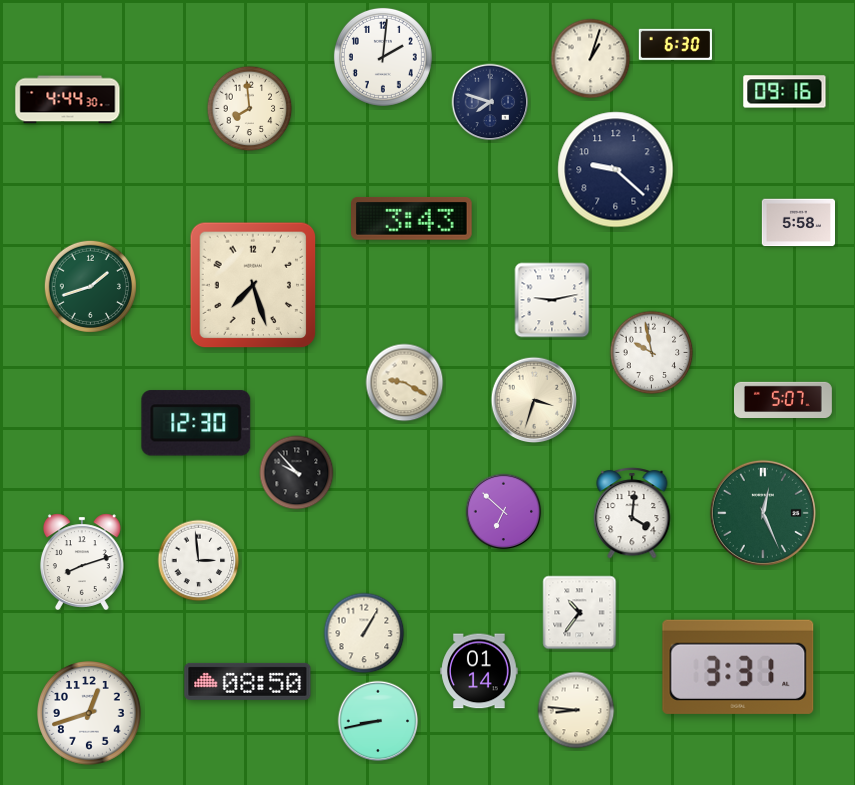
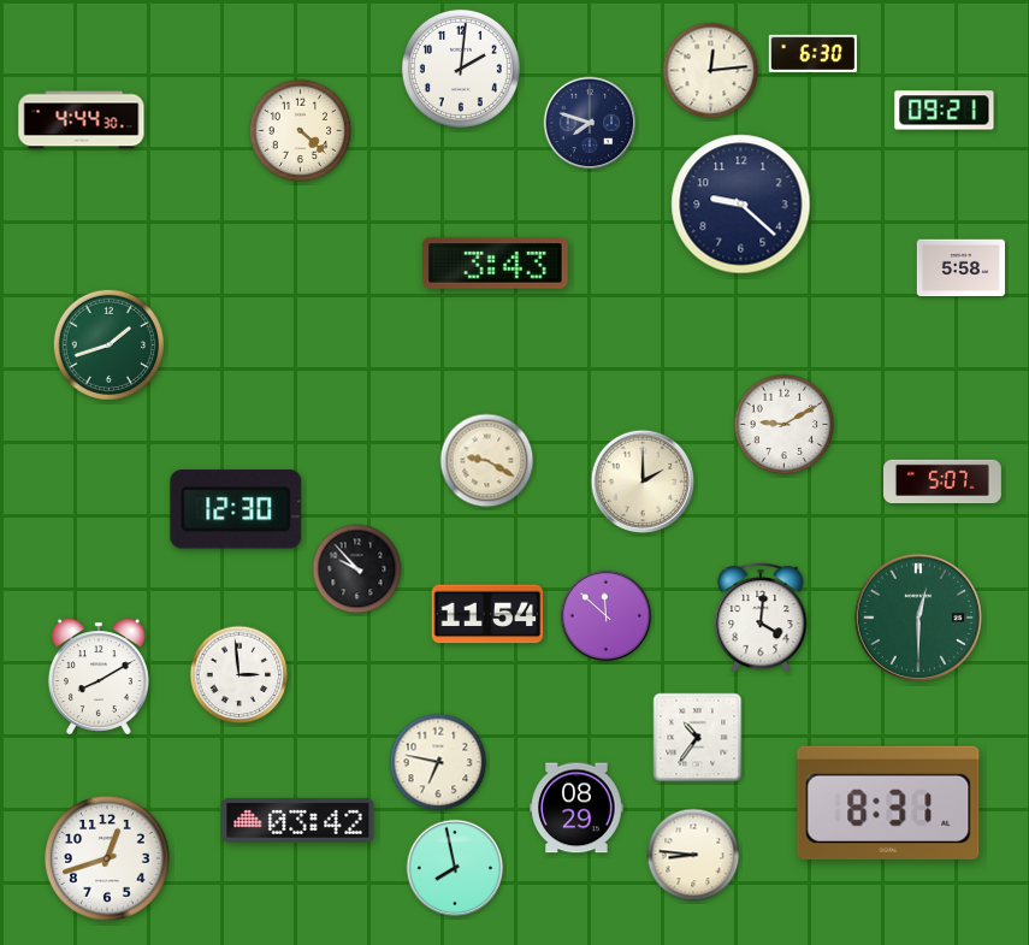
clock at (591, 59): 1:03 -> 12:14
clock at (785, 92): 09:16 -> 09:21
clock at (250, 109): 7:59 -> 4:22
clock at (253, 285): 7:27 -> none
clock at (552, 300): 9:13 -> none
clock at (652, 353): 9:58 -> 9:10
clock at (534, 400): 3:33 -> 2:00
clock at (487, 614): none -> 11:54
clock at (504, 512): 6:52 -> 11:52
clock at (763, 513): 12:26 -> 12:30
clock at (82, 562): 8:12 -> 8:10
clock at (364, 633): 1:05 -> 6:47
clock at (738, 667): 3:31 -> 8:31
clock at (479, 671): 01:14 -> 08:29
clock at (248, 681): 08:50 -> 03:42
clock at (378, 721): 8:43 -> 7:58
